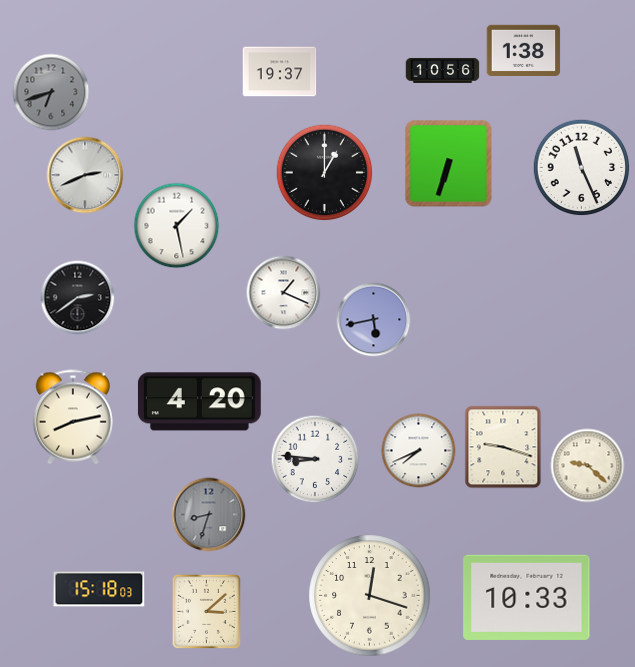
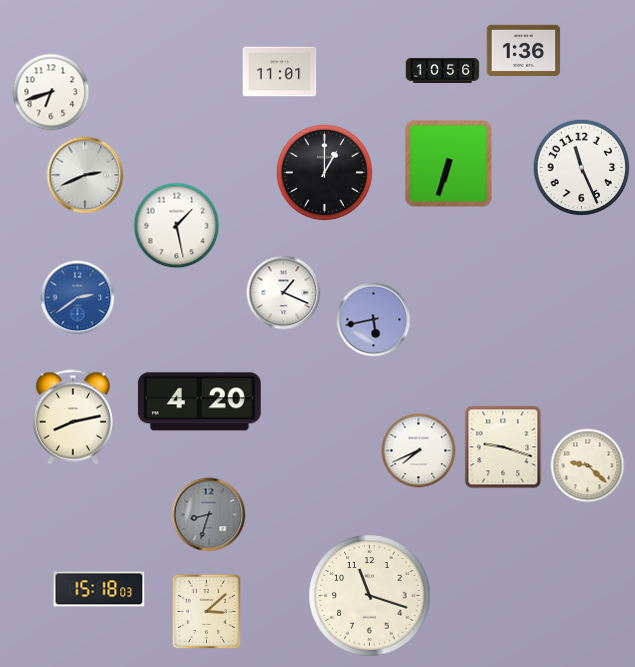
clock at (524, 50): 1:38 -> 1:36
clock at (280, 72): 19:37 -> 11:01
clock at (51, 92) dial: grey -> white
clock at (78, 298) dial: black -> blue
clock at (315, 459): 8:46 -> none
clock at (370, 596): 12:18 -> 11:18
clock at (527, 597): 10:33 -> none
